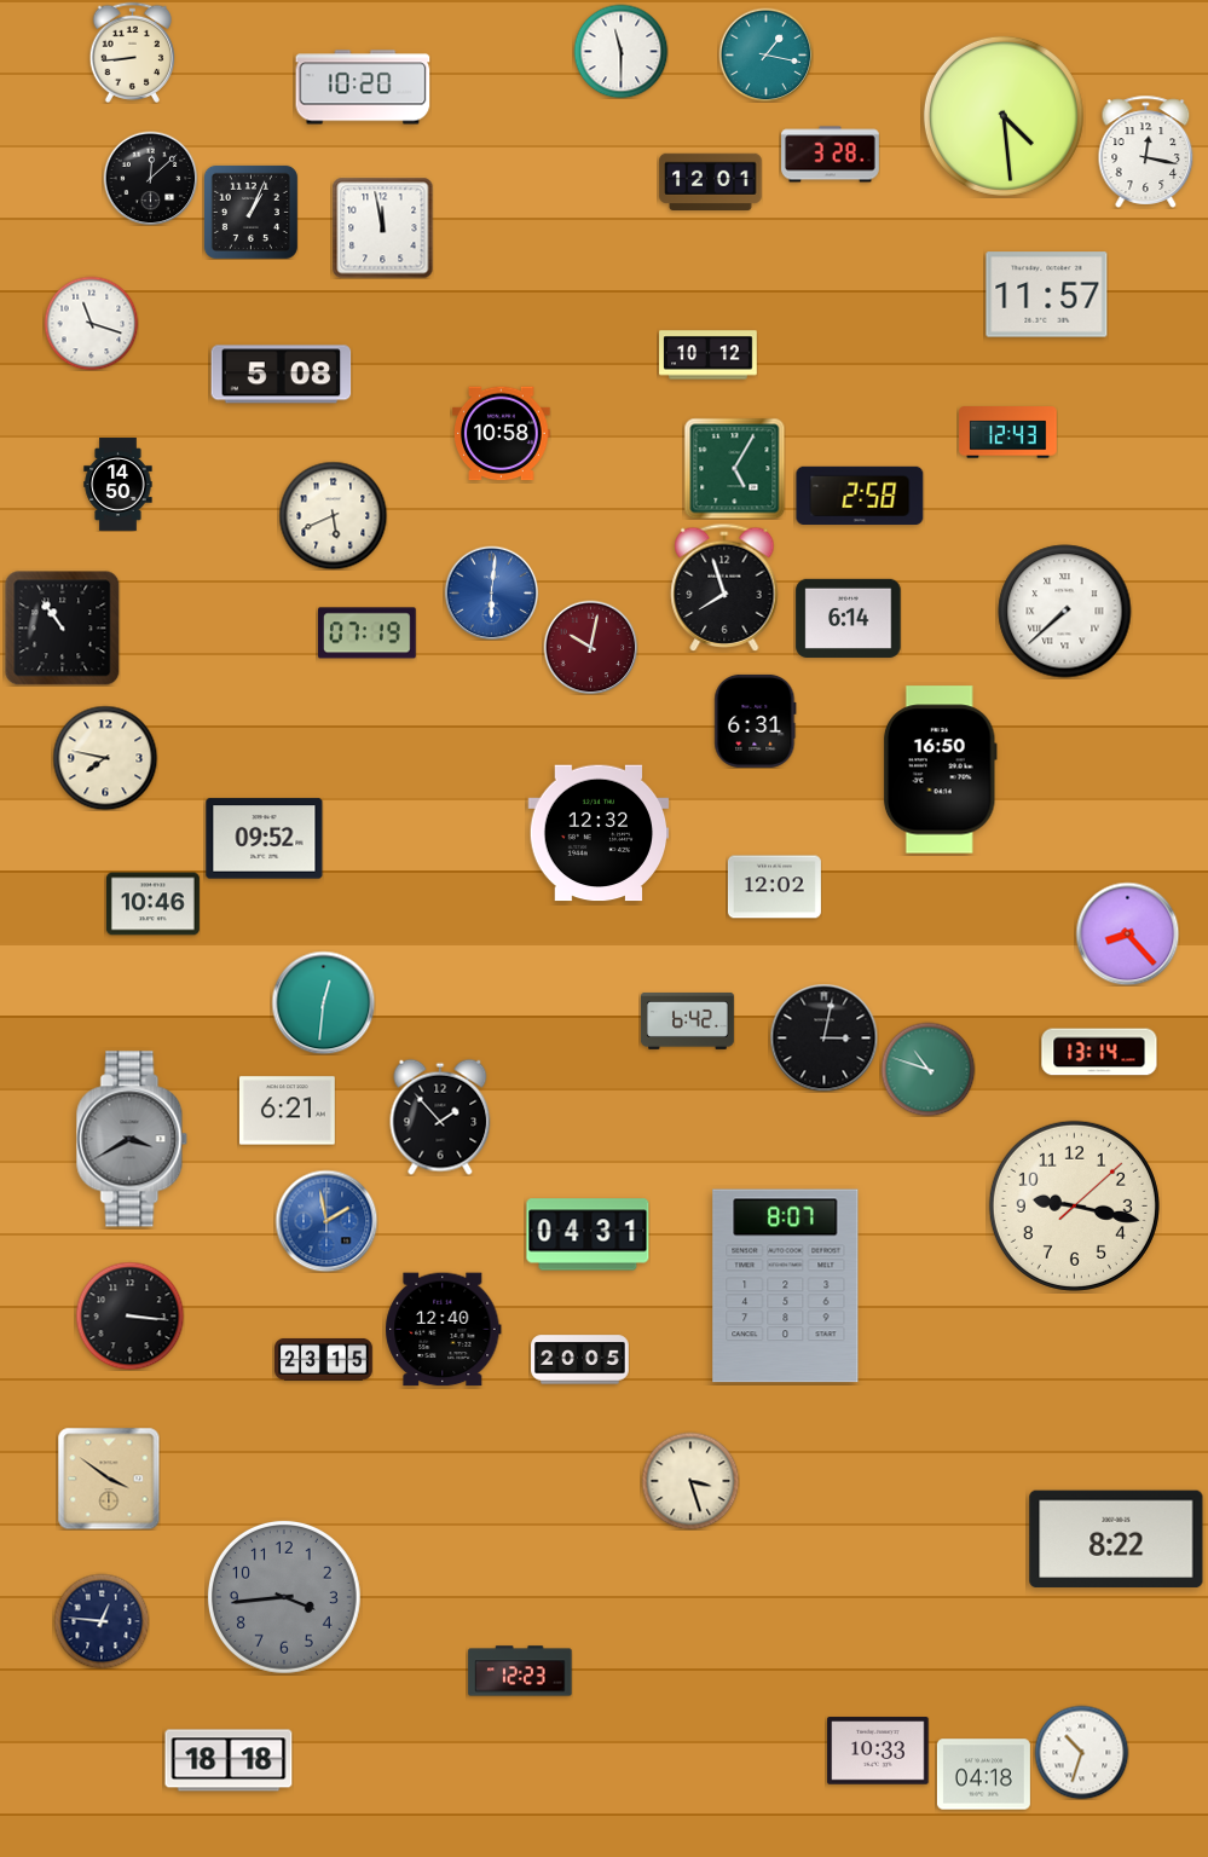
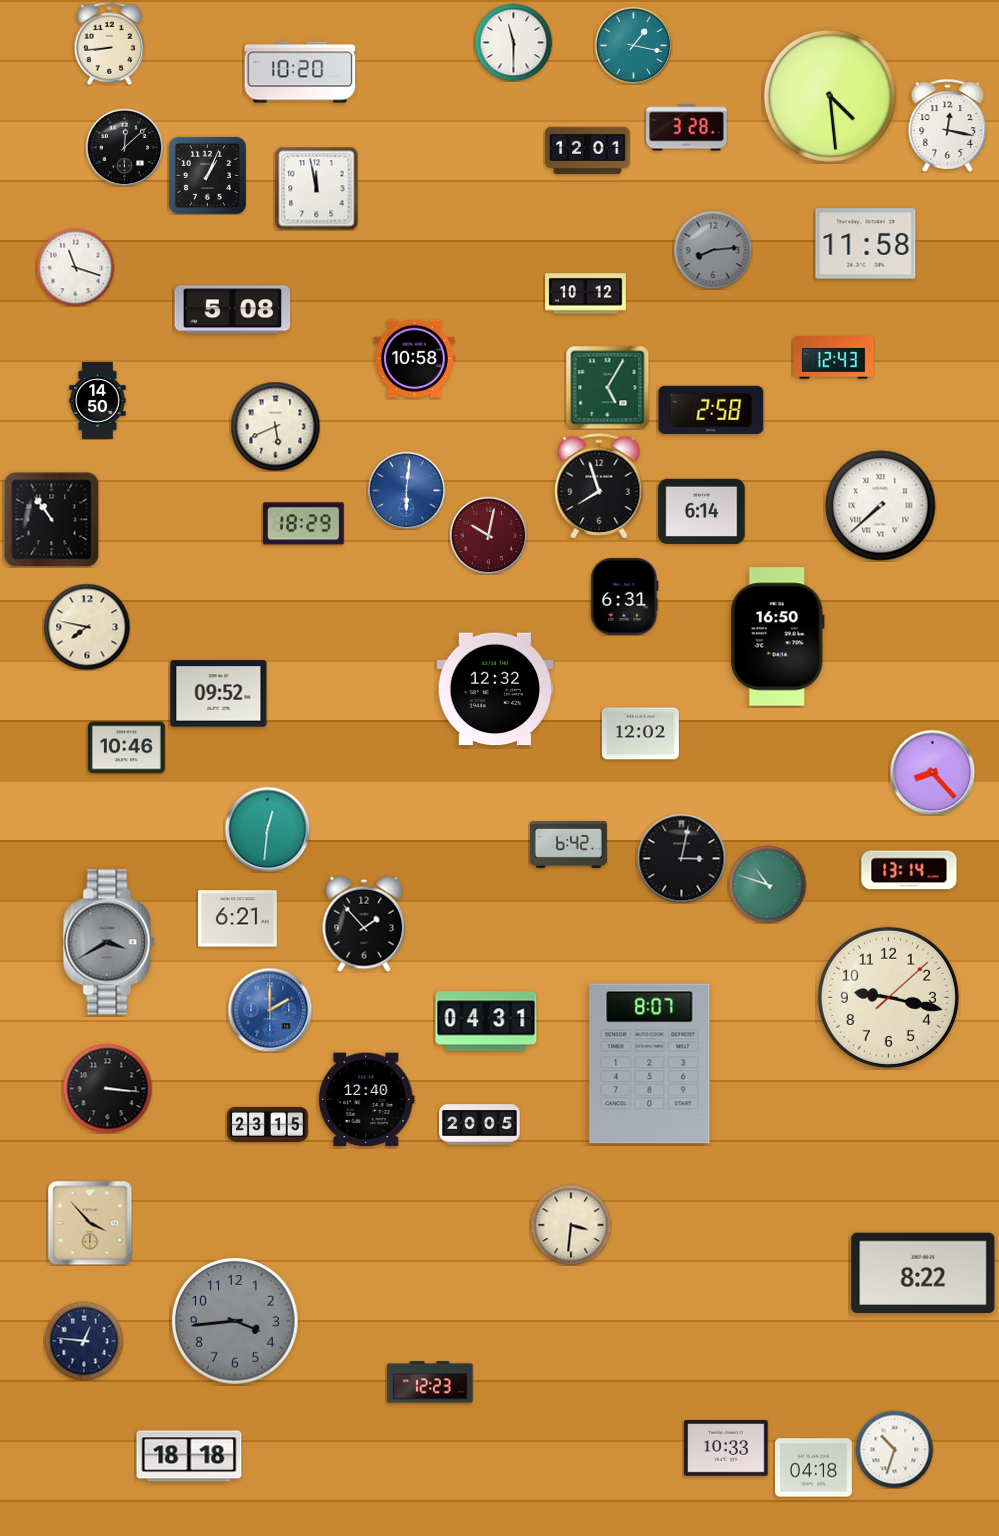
clock at (1047, 295): 11:57 -> 11:58
clock at (713, 250): none -> 8:14
clock at (368, 634): 07:19 -> 18:29
clock at (326, 1221): 1:58 -> 2:00
clock at (109, 1479): 3:51 -> 3:53
clock at (690, 1481): 3:27 -> 3:31
